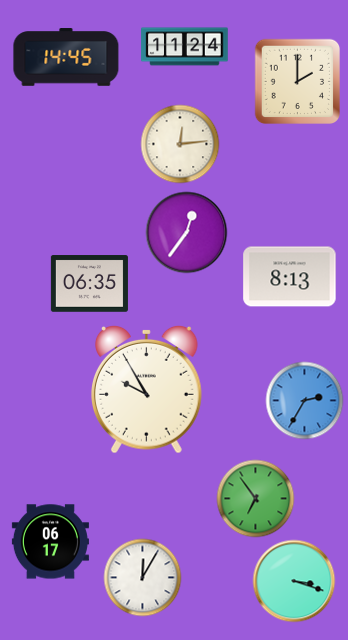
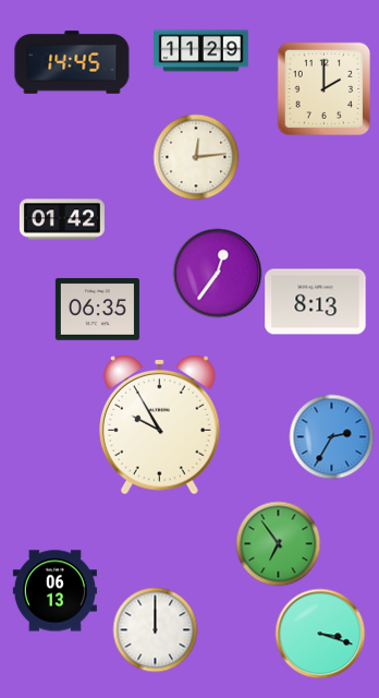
clock at (185, 47): 11:24 -> 11:29
clock at (62, 219): none -> 01:42
clock at (186, 232) position: (186, 232) -> (217, 273)
clock at (50, 542): 06:17 -> 06:13
clock at (142, 577): 12:05 -> 12:00
